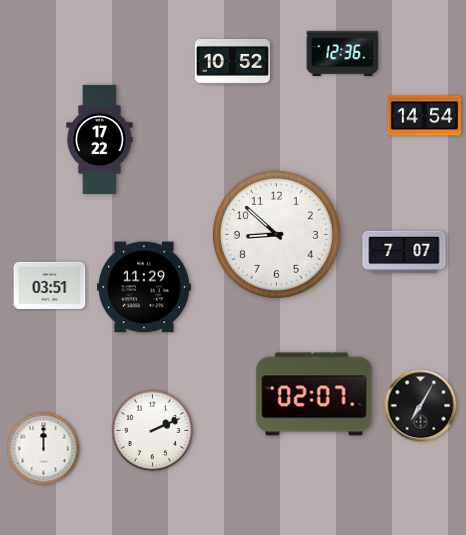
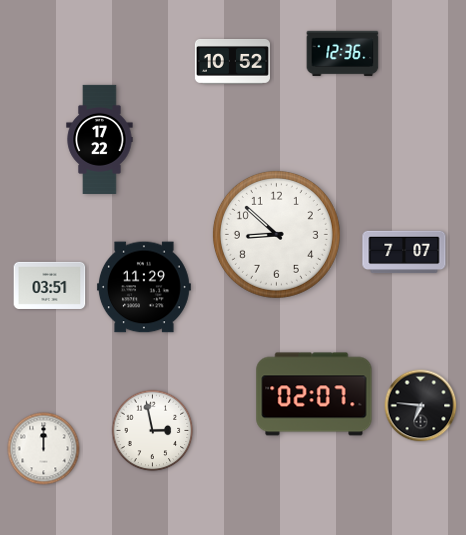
clock at (425, 116): 14:54 -> none
clock at (421, 406): 7:05 -> 6:46
clock at (153, 431): 2:11 -> 2:58
